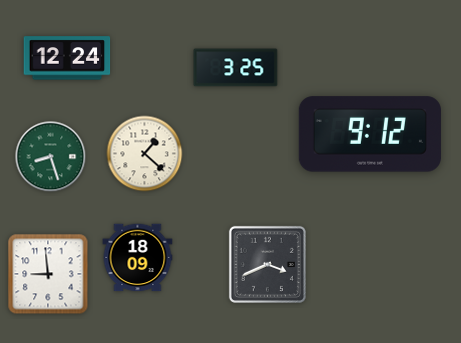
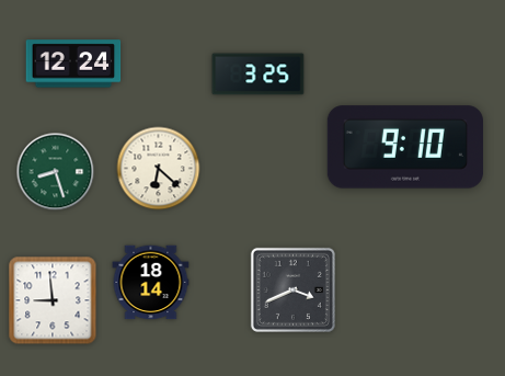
clock at (370, 134): 9:12 -> 9:10
clock at (145, 154): 1:22 -> 6:22
clock at (138, 258): 18:09 -> 18:14
